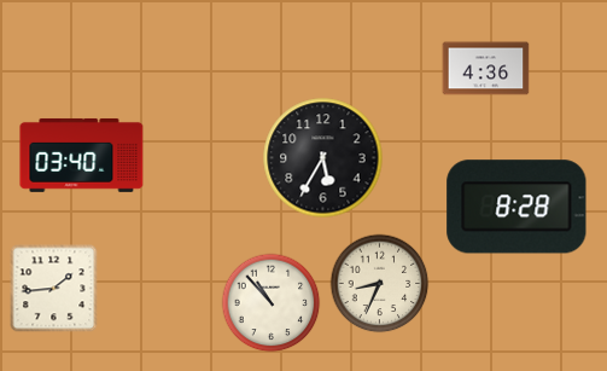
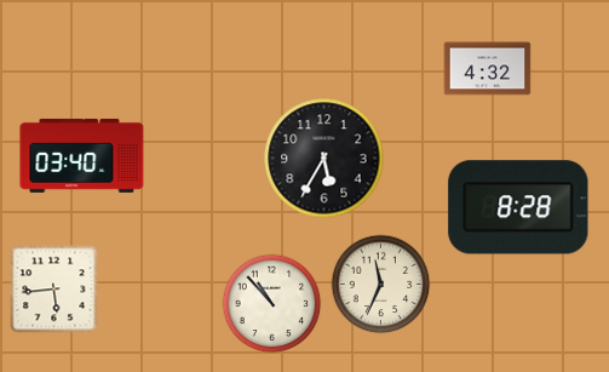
clock at (486, 69): 4:36 -> 4:32
clock at (380, 284): 8:34 -> 11:34
clock at (54, 289): 1:44 -> 5:44
